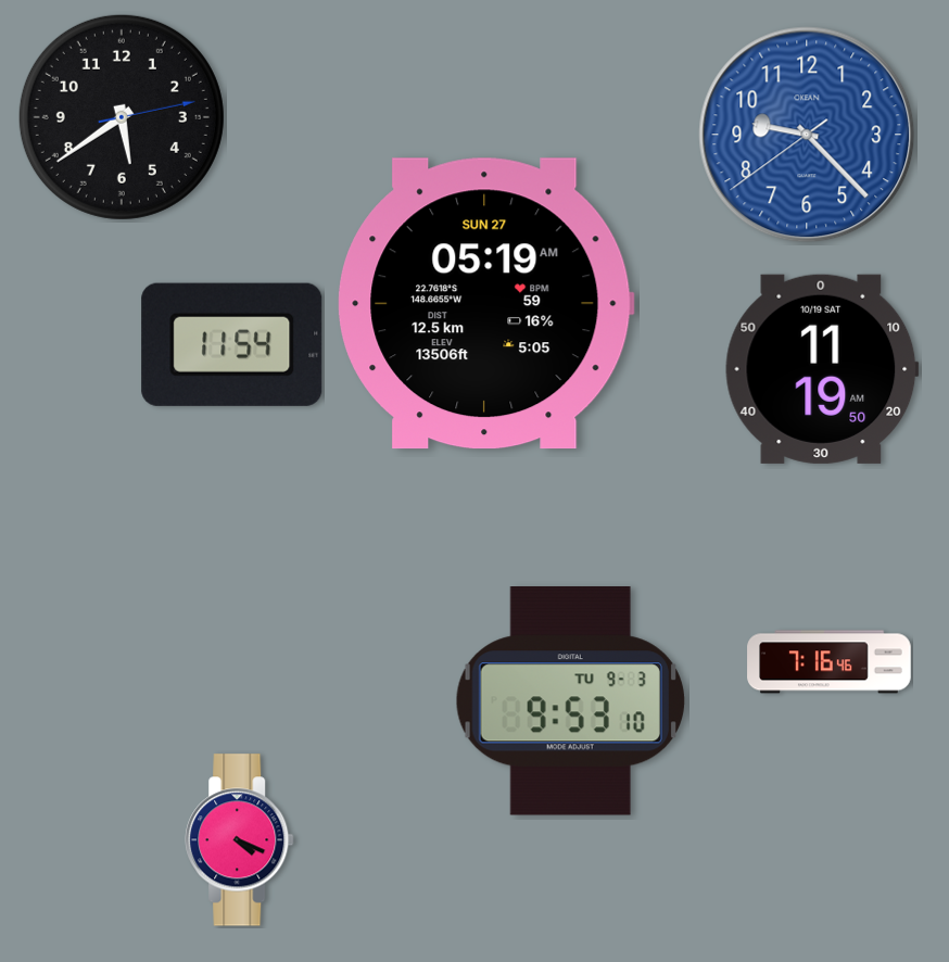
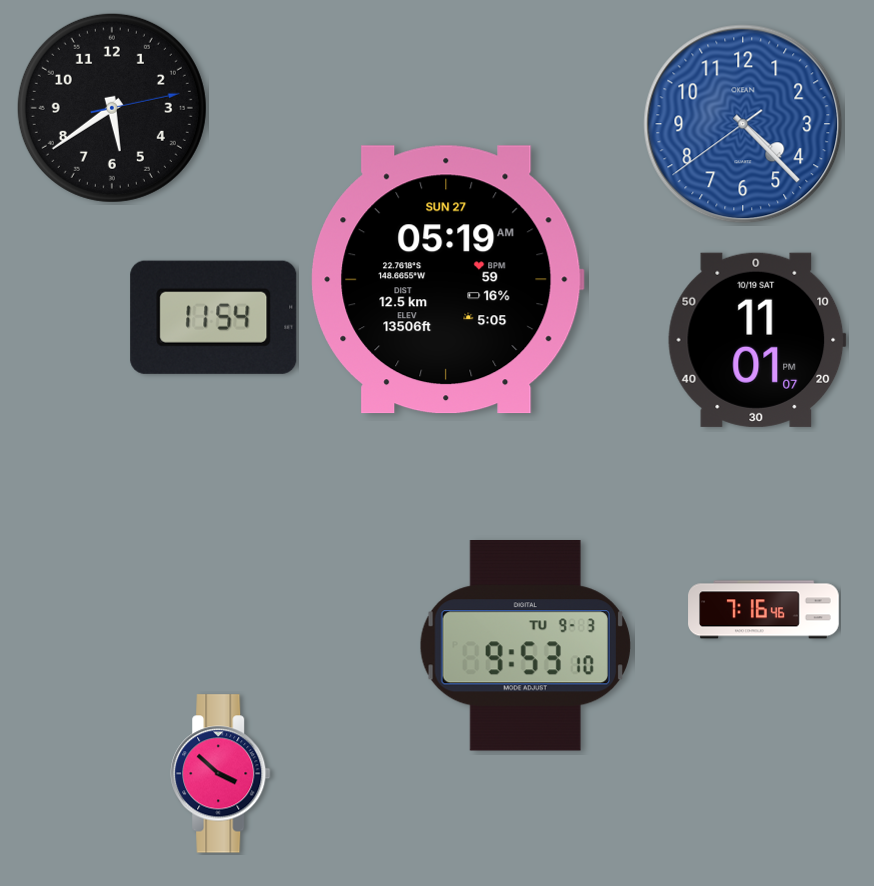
clock at (807, 135): 9:22 -> 4:22
clock at (822, 369): 11:19 -> 11:01
clock at (240, 840): 4:19 -> 3:52
